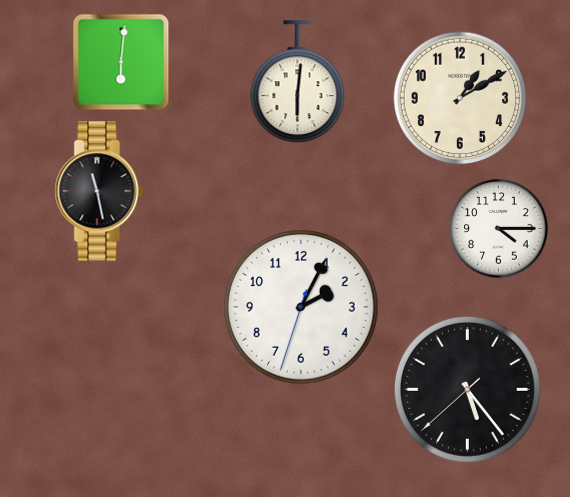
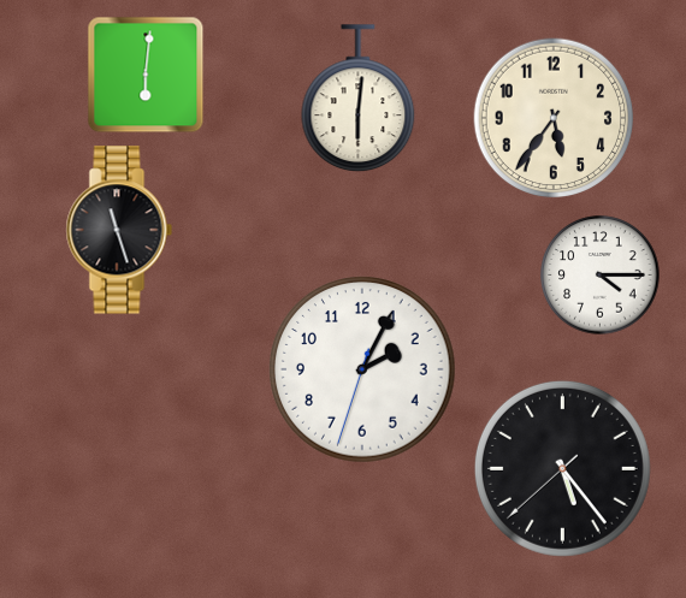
clock at (460, 98): 1:10 -> 5:36
clock at (99, 191): 11:28 -> 11:27
